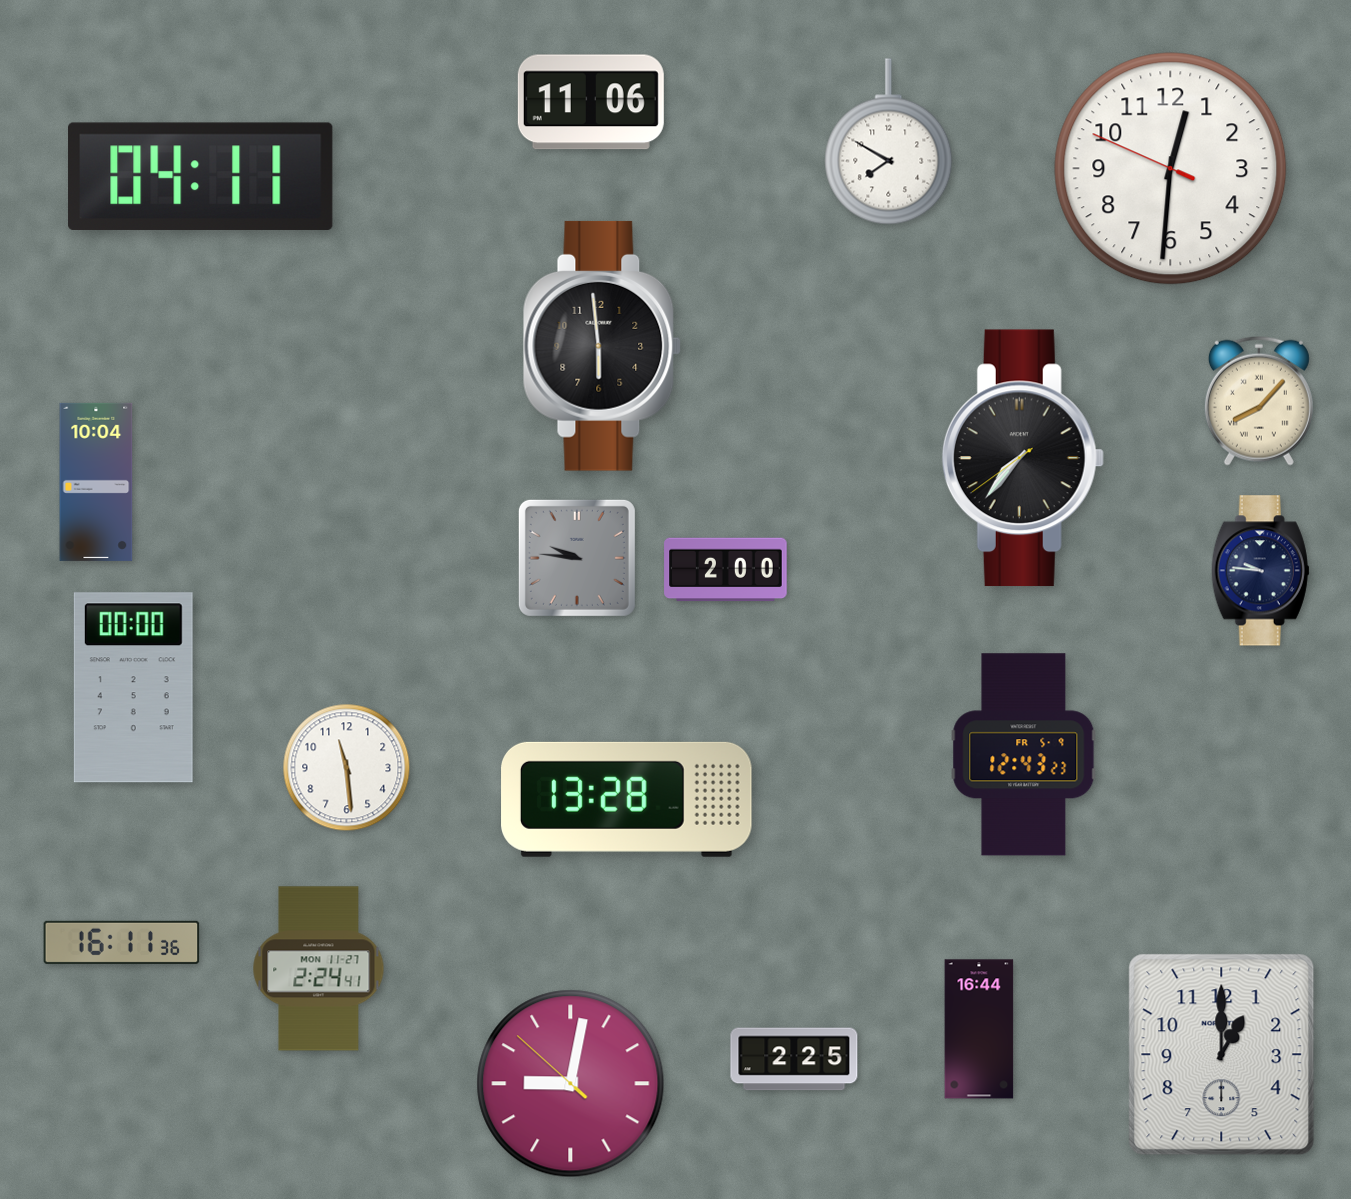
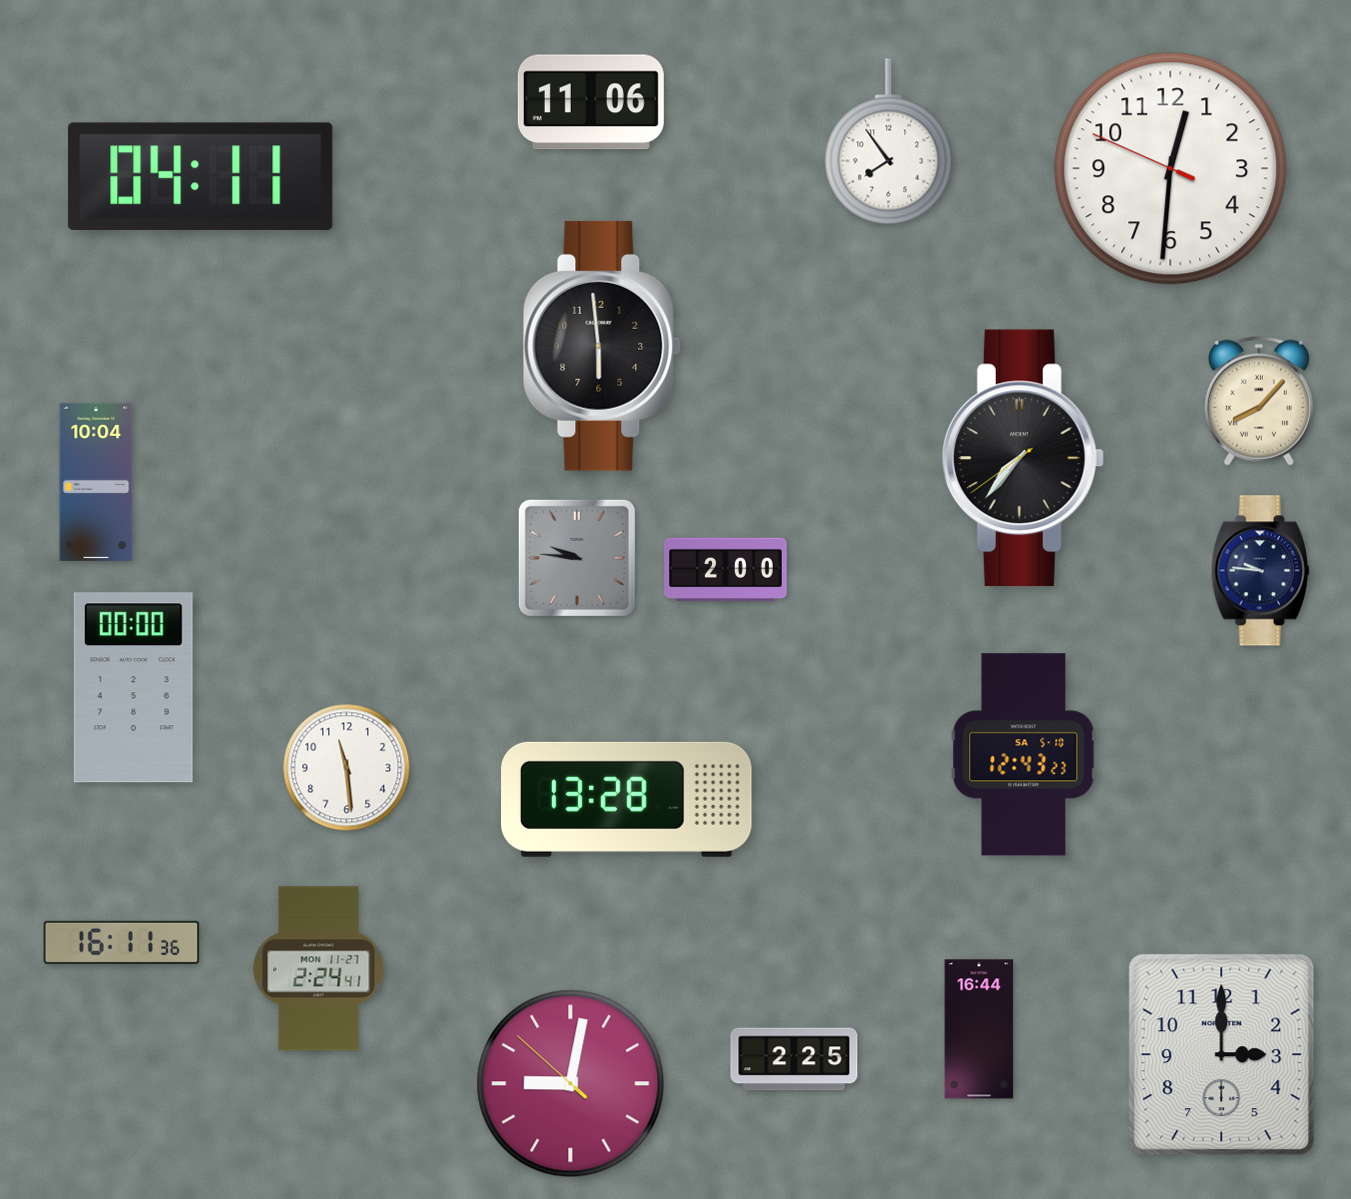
clock at (889, 142): 7:50 -> 7:54
clock at (1024, 755) date: FR 5-9 -> SA 5-10
clock at (1222, 1055): 1:00 -> 3:00
